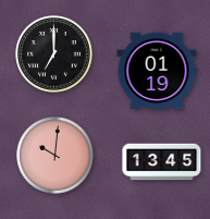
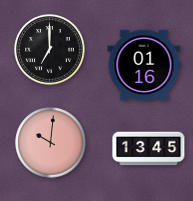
clock at (157, 71): 01:19 -> 01:16
